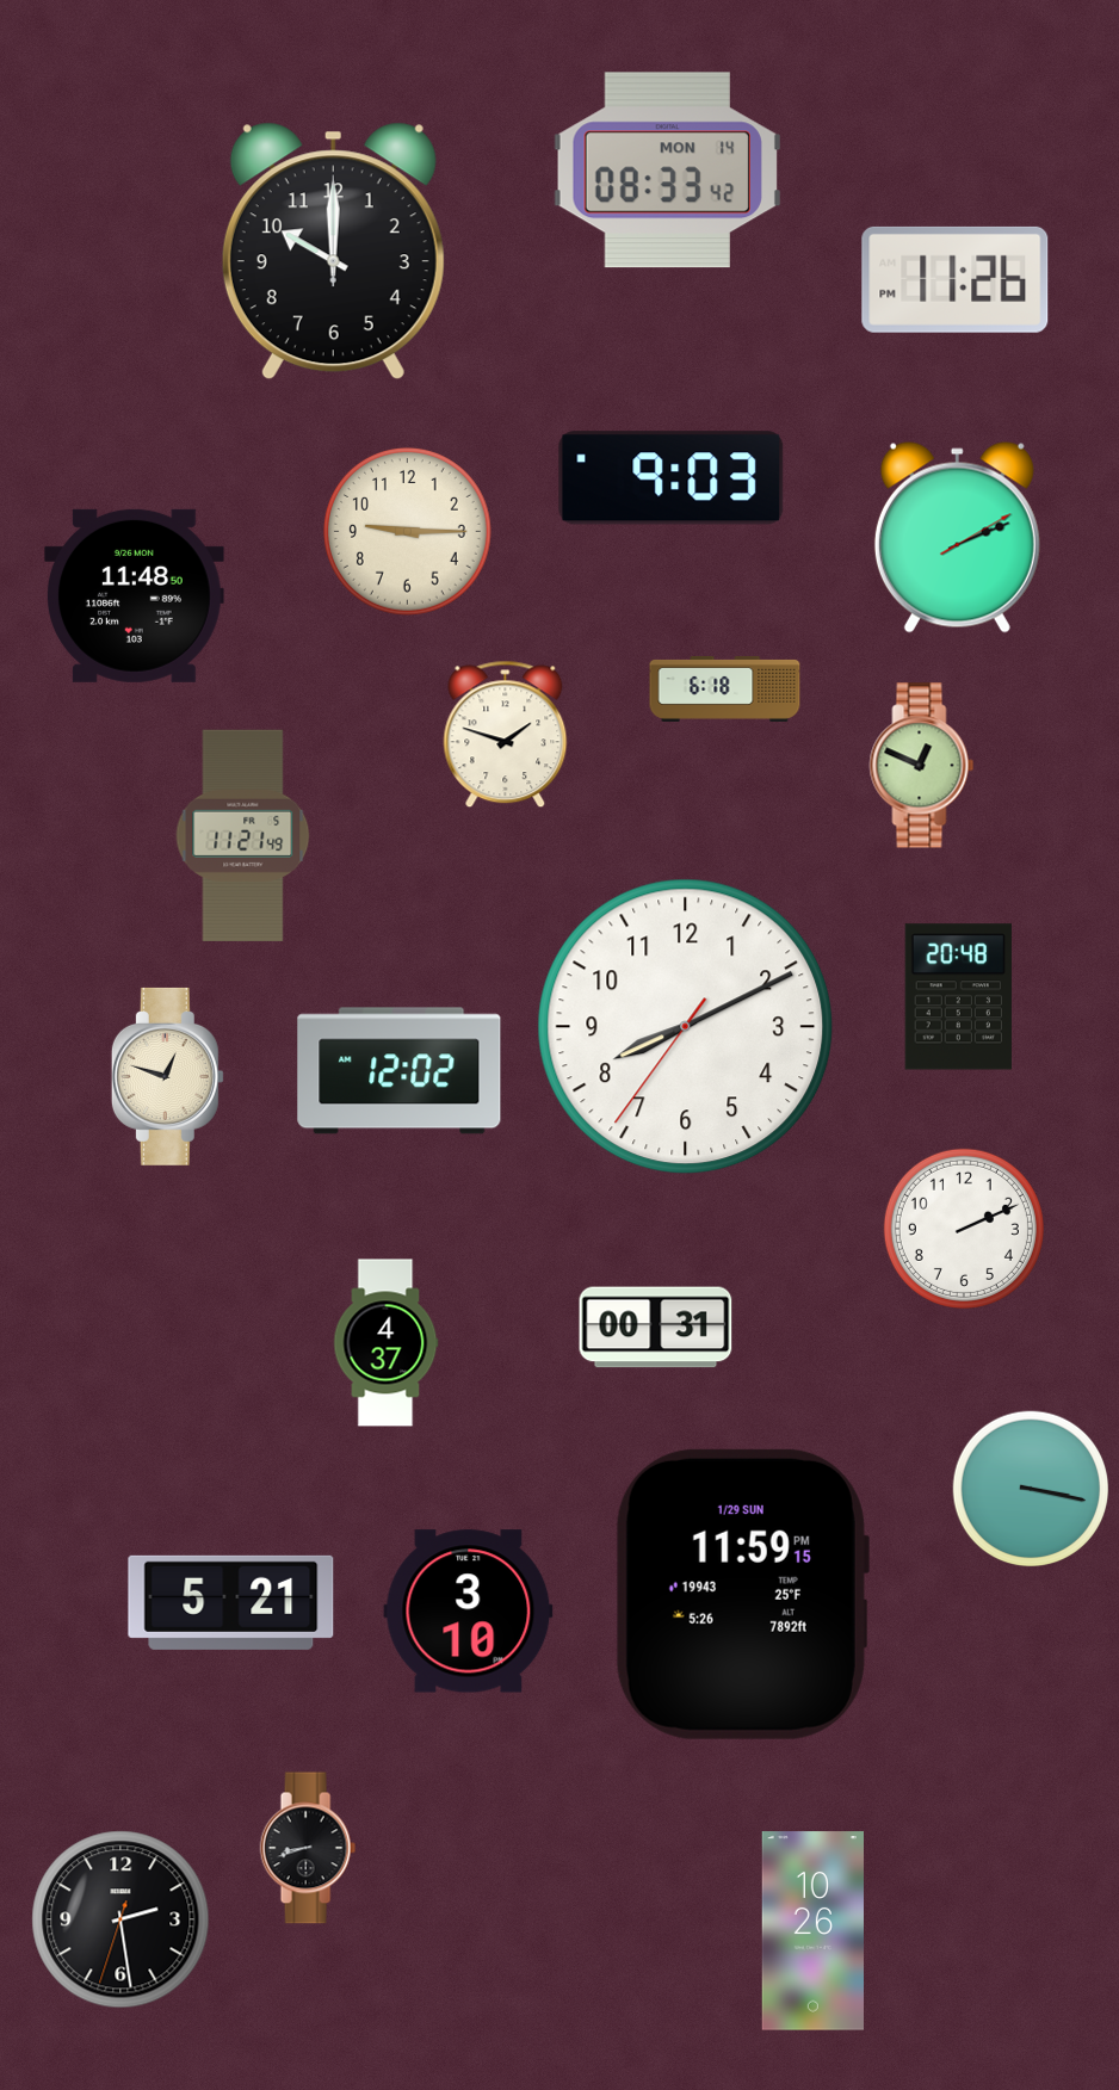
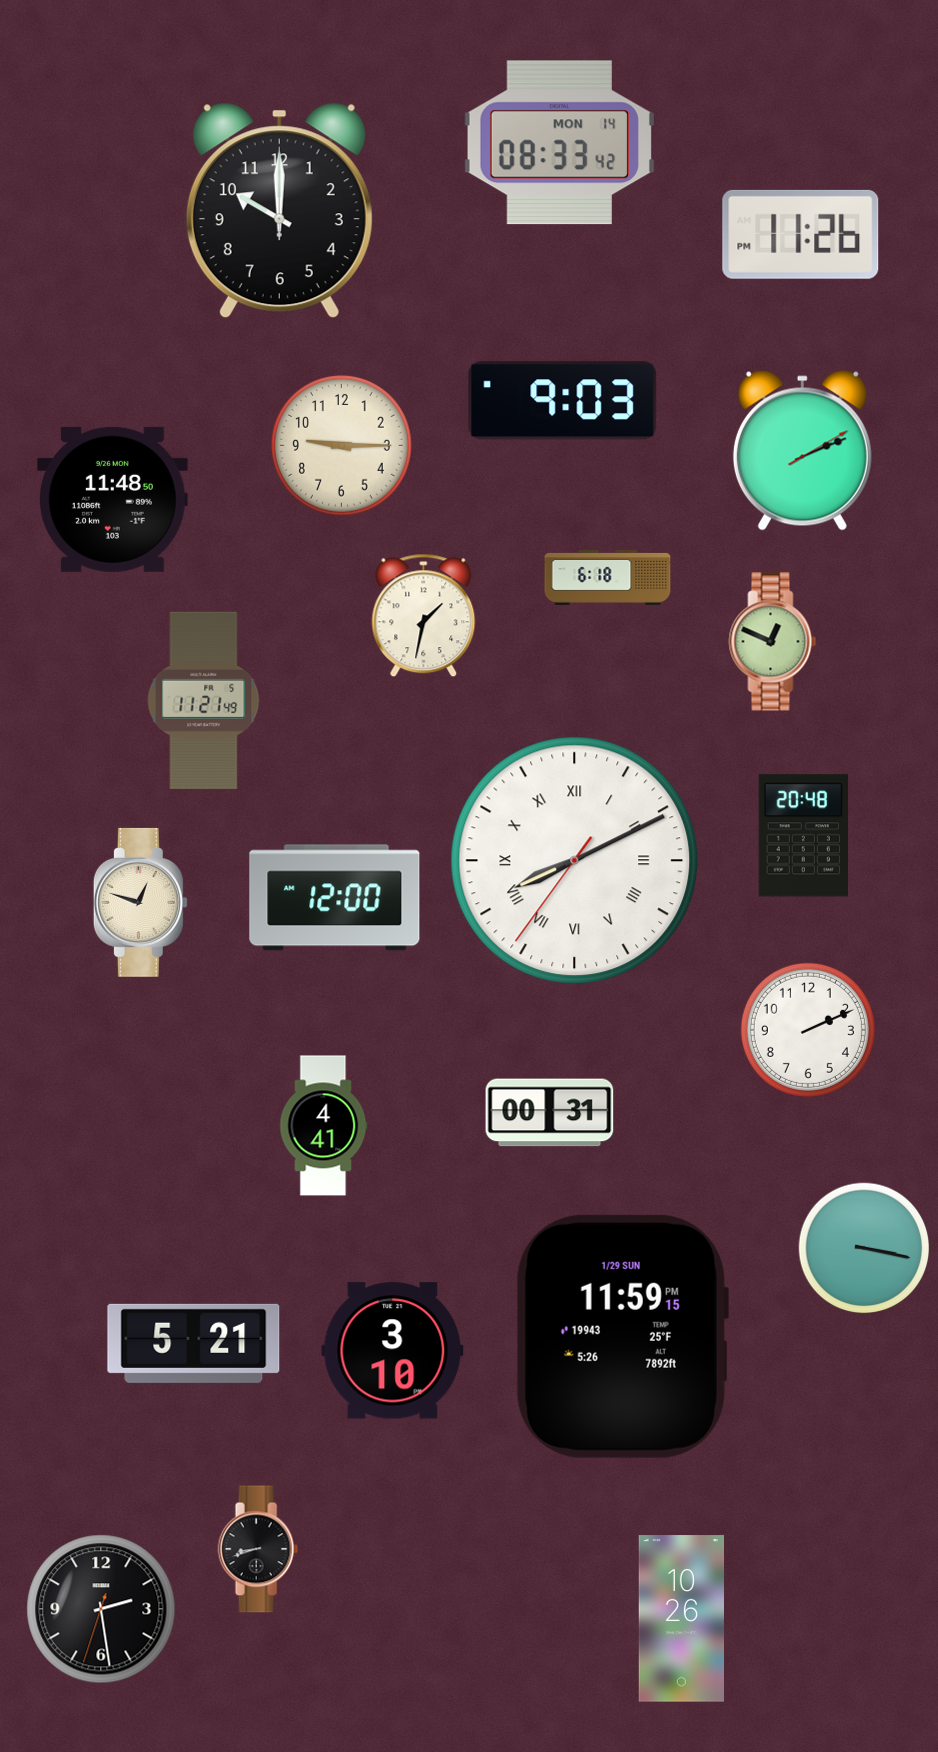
clock at (506, 735): 1:48 -> 1:32
clock at (686, 1027) numerals: Arabic -> Roman
clock at (400, 1071): 12:02 -> 12:00
clock at (385, 1343): 4:37 -> 4:41
